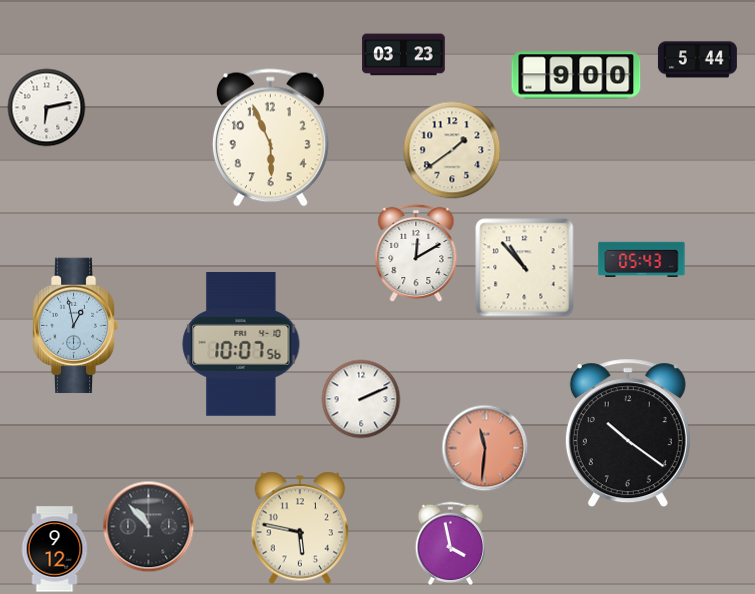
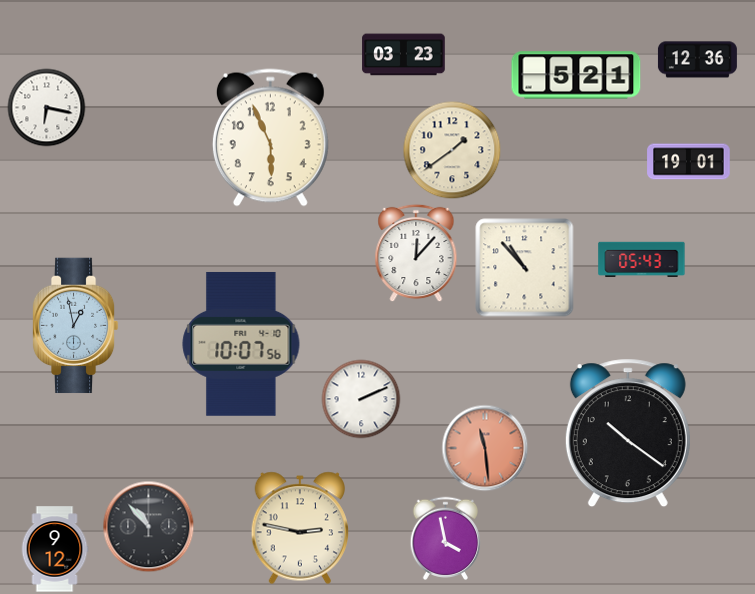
clock at (697, 60): 5:44 -> 12:36
clock at (576, 75): 9:00 -> 5:21
clock at (47, 108): 6:13 -> 6:17
clock at (689, 162): none -> 19:01
clock at (416, 253): 12:10 -> 12:07
clock at (485, 448): 11:31 -> 11:29
clock at (299, 528): 5:47 -> 2:47
clock at (450, 543) position: (450, 543) -> (445, 538)
